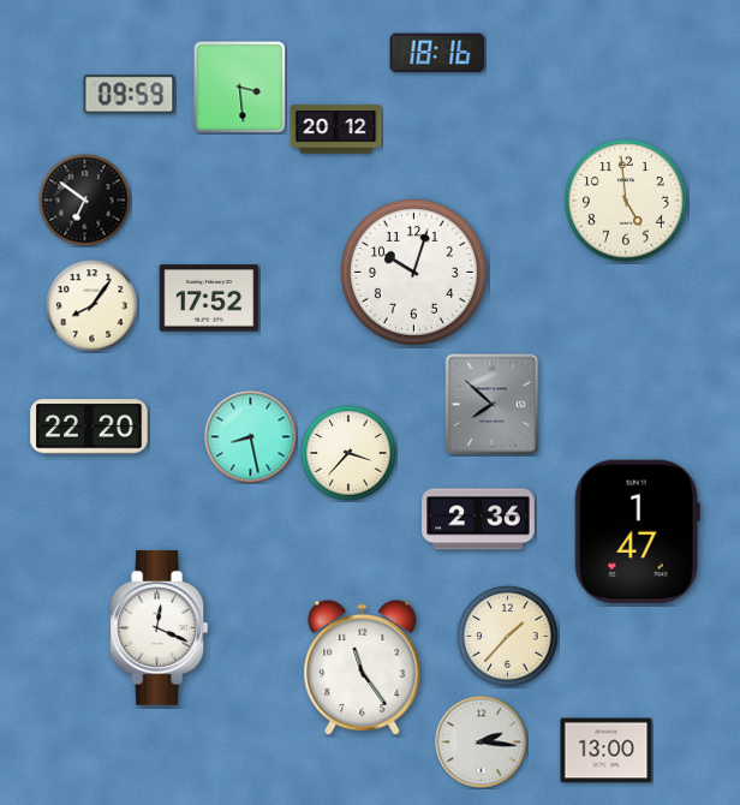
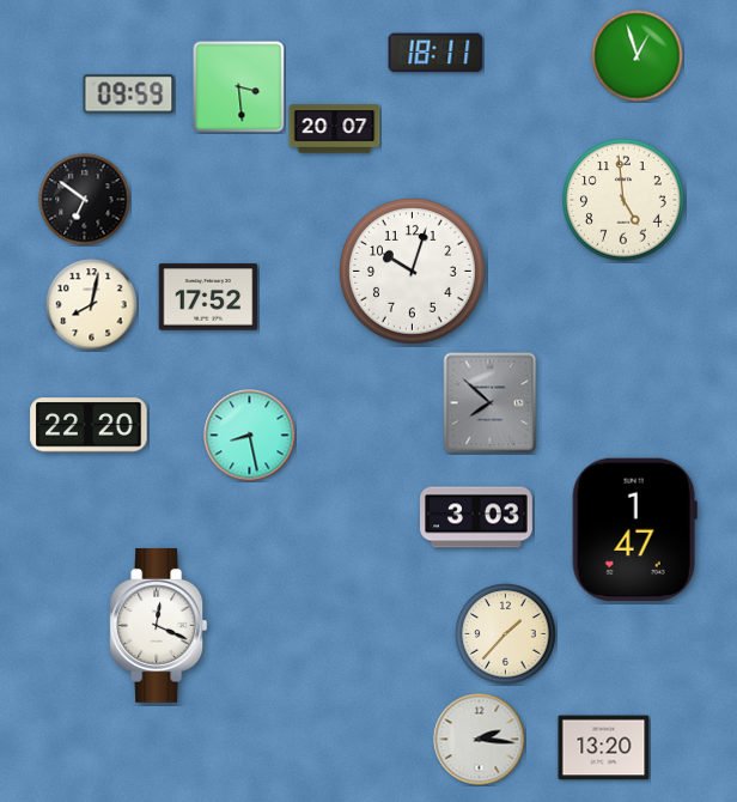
clock at (437, 53): 18:16 -> 18:11
clock at (638, 56): none -> 12:57
clock at (336, 130): 20:12 -> 20:07
clock at (92, 306): 8:06 -> 8:02
clock at (348, 453): 3:37 -> none
clock at (478, 519): 2:36 -> 3:03
clock at (363, 668): 11:24 -> none
clock at (607, 751): 13:00 -> 13:20
